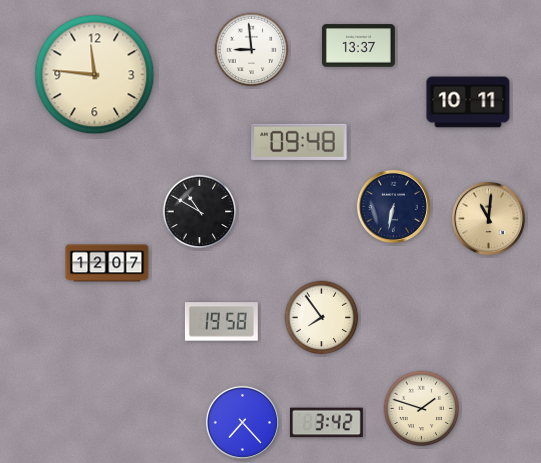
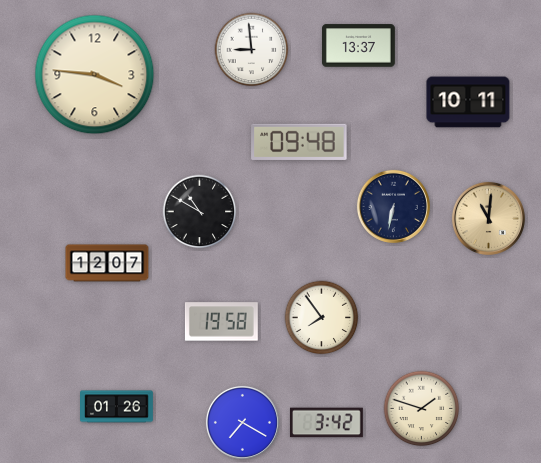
clock at (95, 75): 11:46 -> 3:46
clock at (117, 407): none -> 01:26
clock at (242, 422): 7:23 -> 7:20
